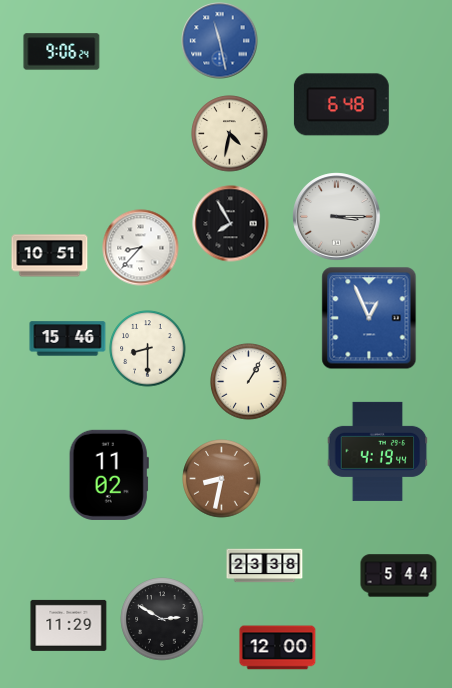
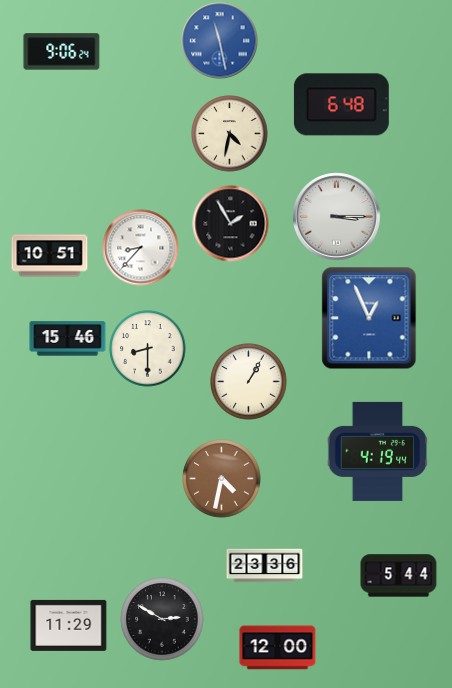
clock at (231, 224): 7:55 -> 1:55
clock at (109, 475): 11:02 -> none
clock at (222, 479): 8:32 -> 4:32
clock at (265, 566): 23:38 -> 23:36
